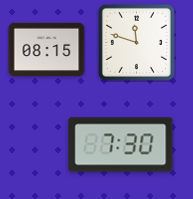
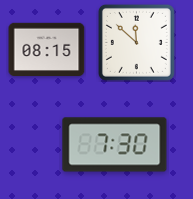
clock at (136, 42): 11:48 -> 11:52
clock at (121, 145) position: (121, 145) -> (115, 145)
